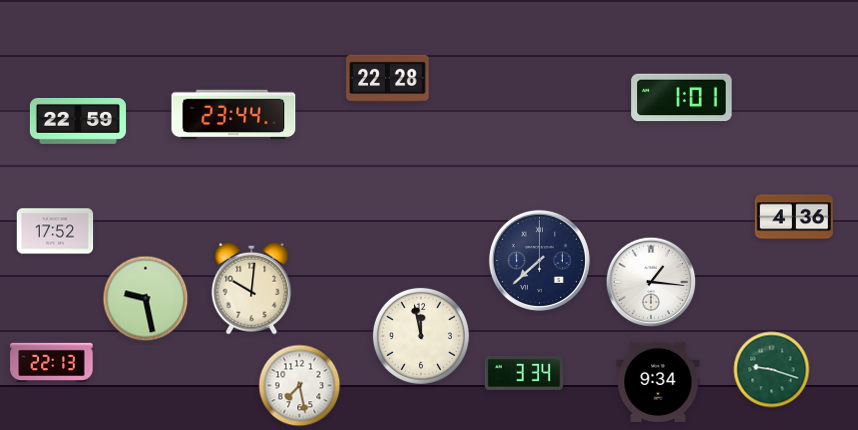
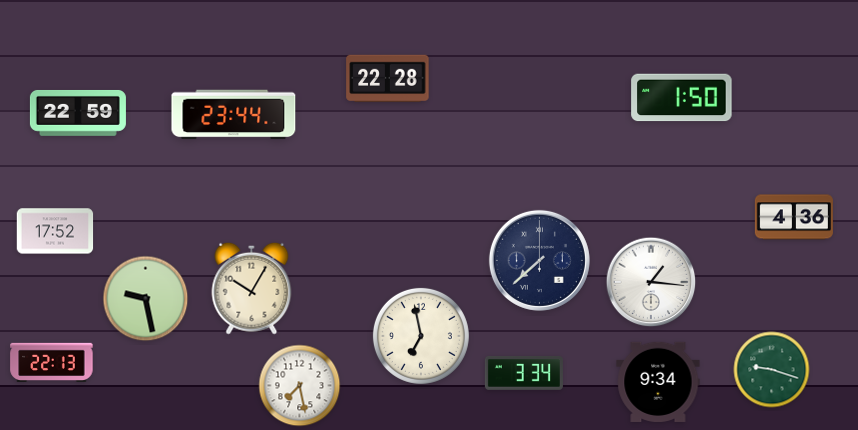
clock at (682, 98): 1:01 -> 1:50
clock at (78, 121) position: (78, 121) -> (78, 113)
clock at (252, 288): 10:01 -> 10:05
clock at (421, 336): 11:58 -> 6:58
